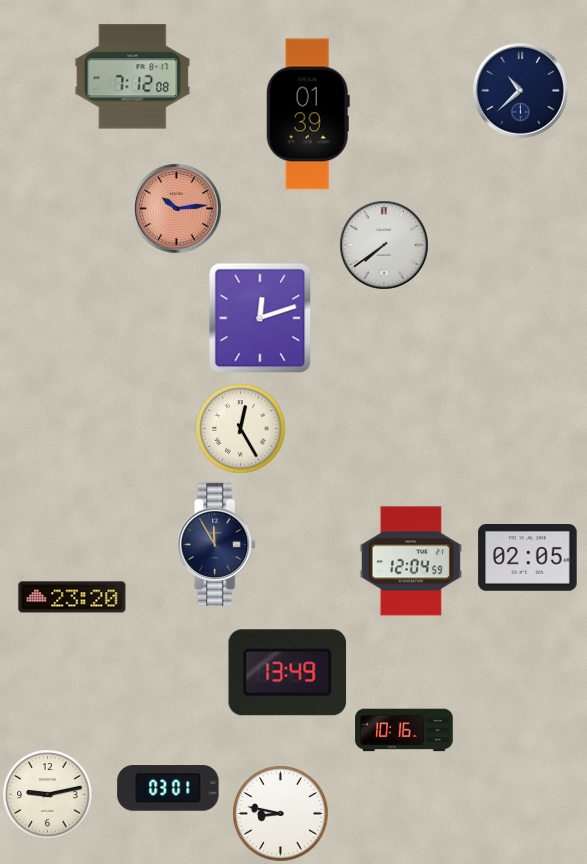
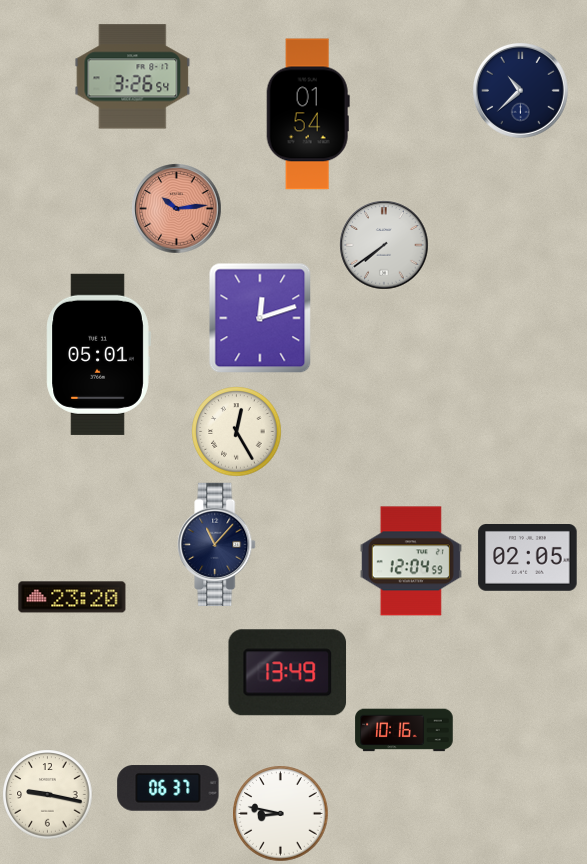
clock at (133, 77): 7:12 -> 3:26
clock at (308, 114): 01:39 -> 01:54
clock at (98, 354): none -> 05:01
clock at (241, 429) position: (241, 429) -> (237, 432)
clock at (217, 544): 11:55 -> 11:07
clock at (168, 788): 03:01 -> 06:37
clock at (48, 795): 9:13 -> 9:17
